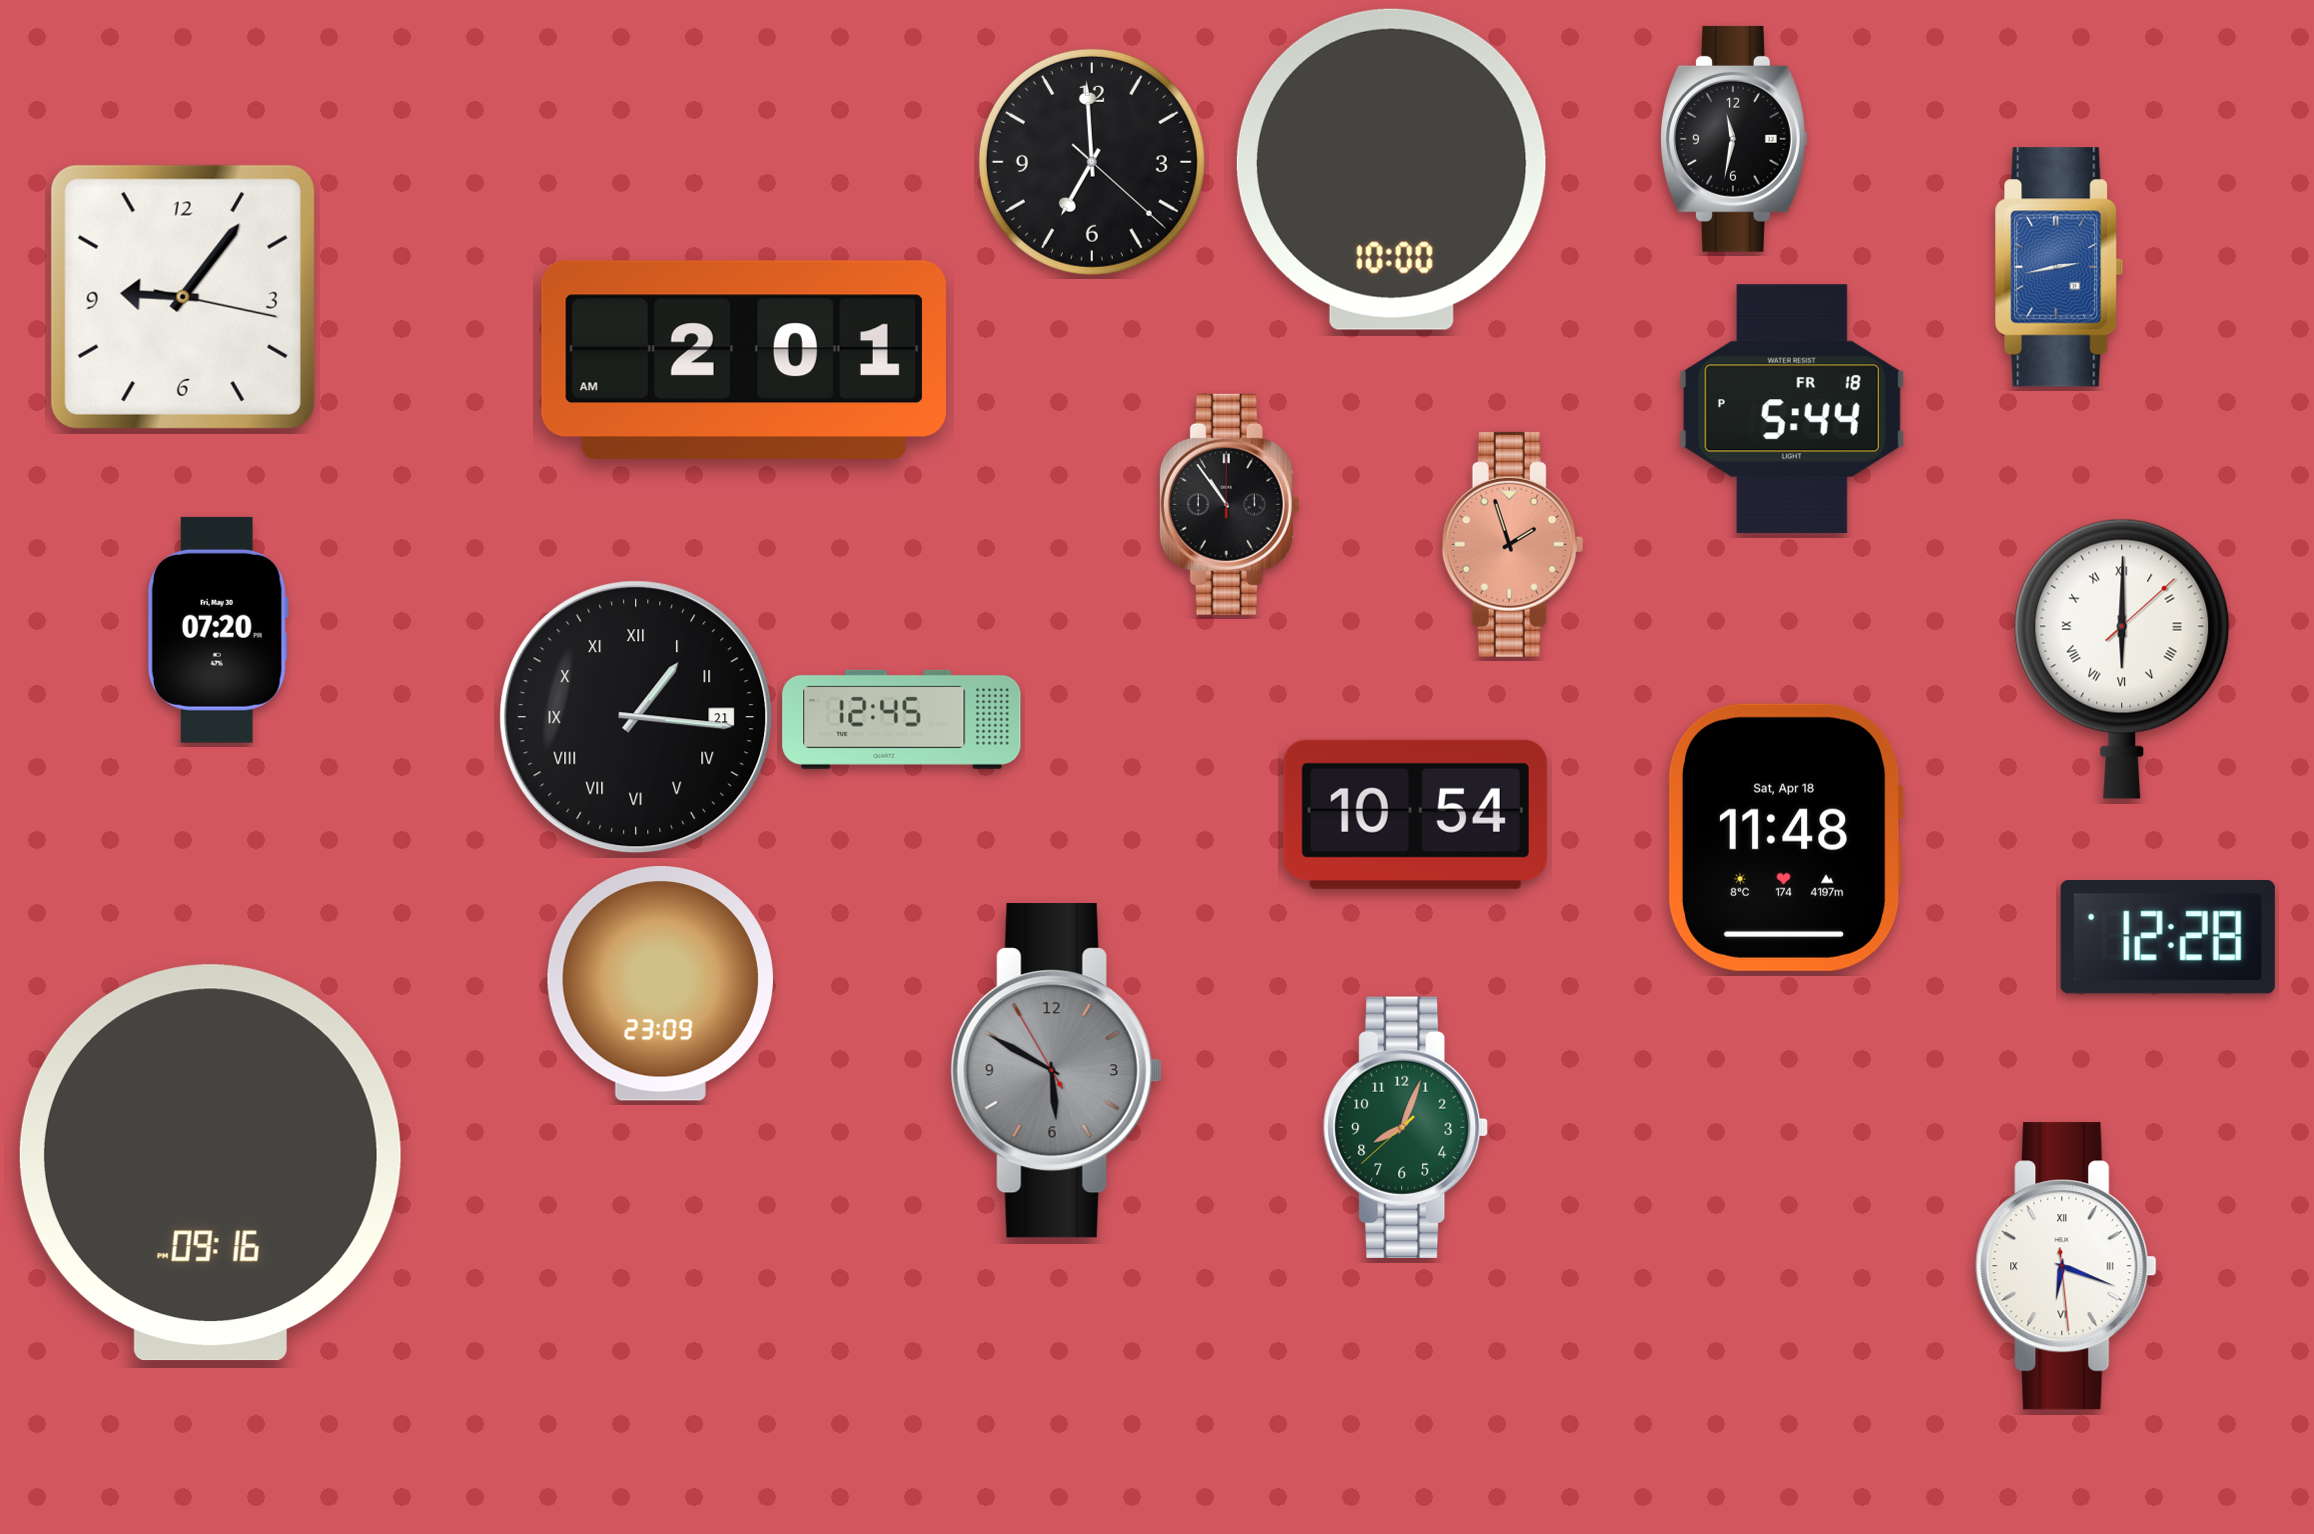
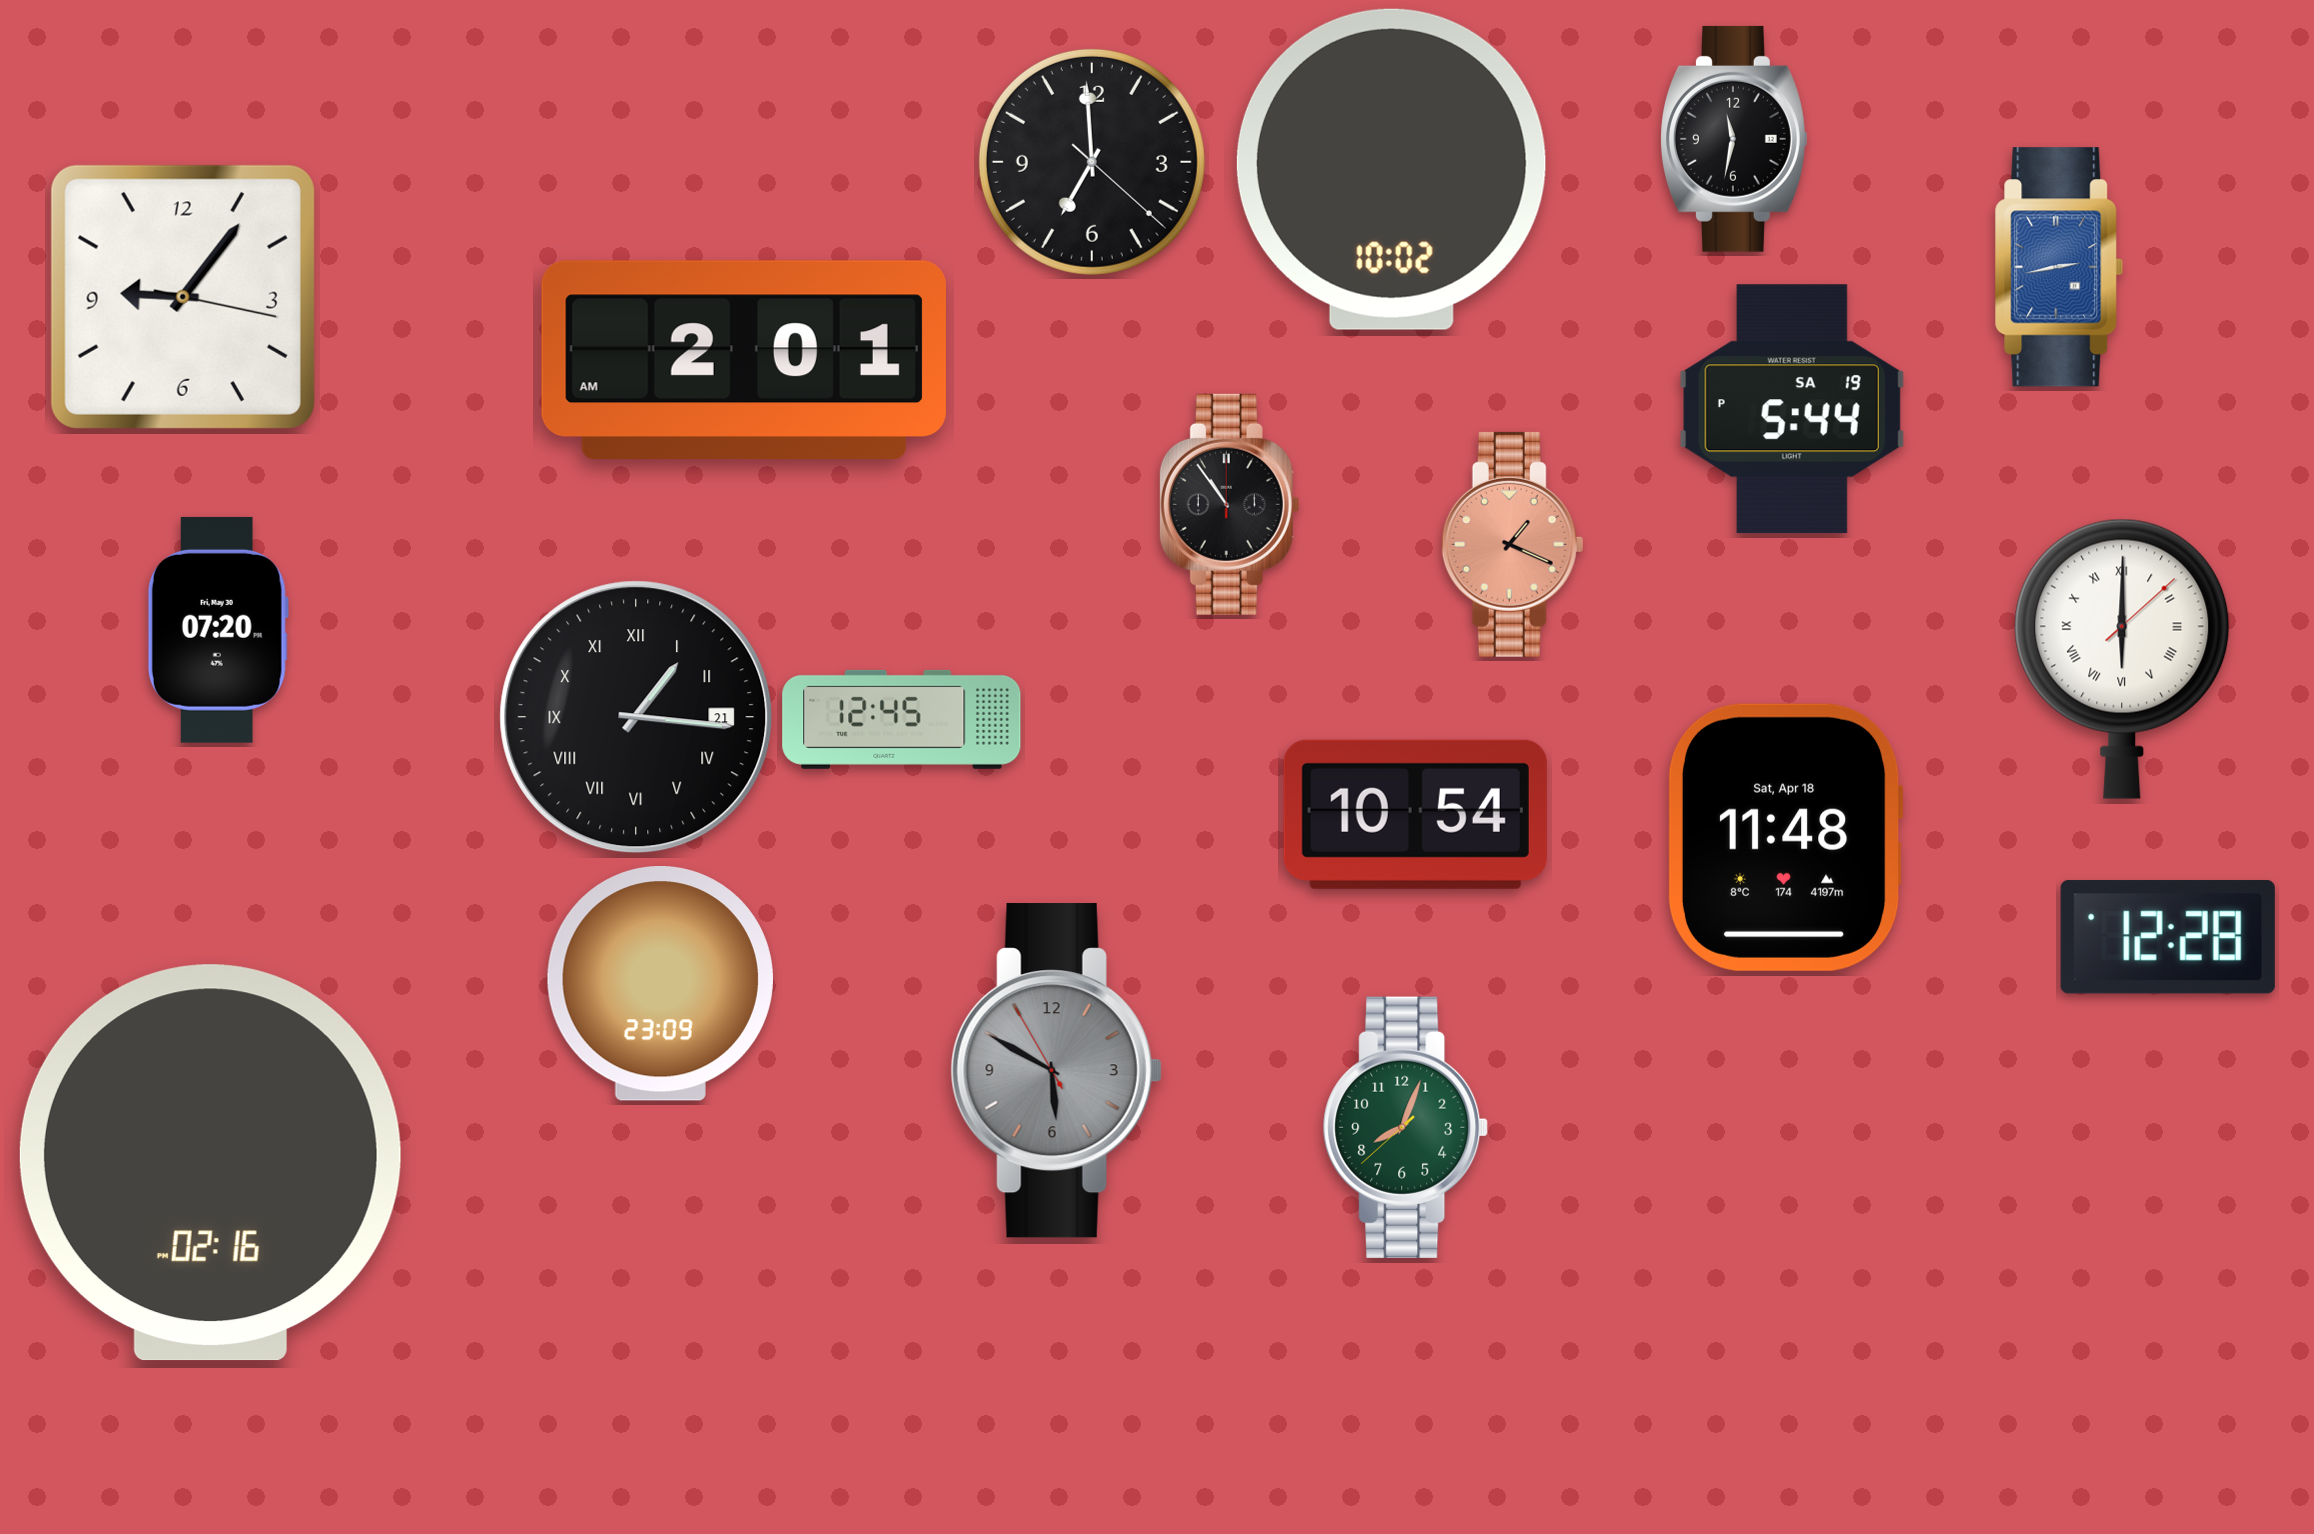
clock at (1391, 169): 10:00 -> 10:02
clock at (1792, 409) date: FR 18 -> SA 19
clock at (1512, 544): 1:57 -> 1:19
clock at (210, 1163): 09:16 -> 02:16
clock at (2066, 1266): 6:18 -> none
